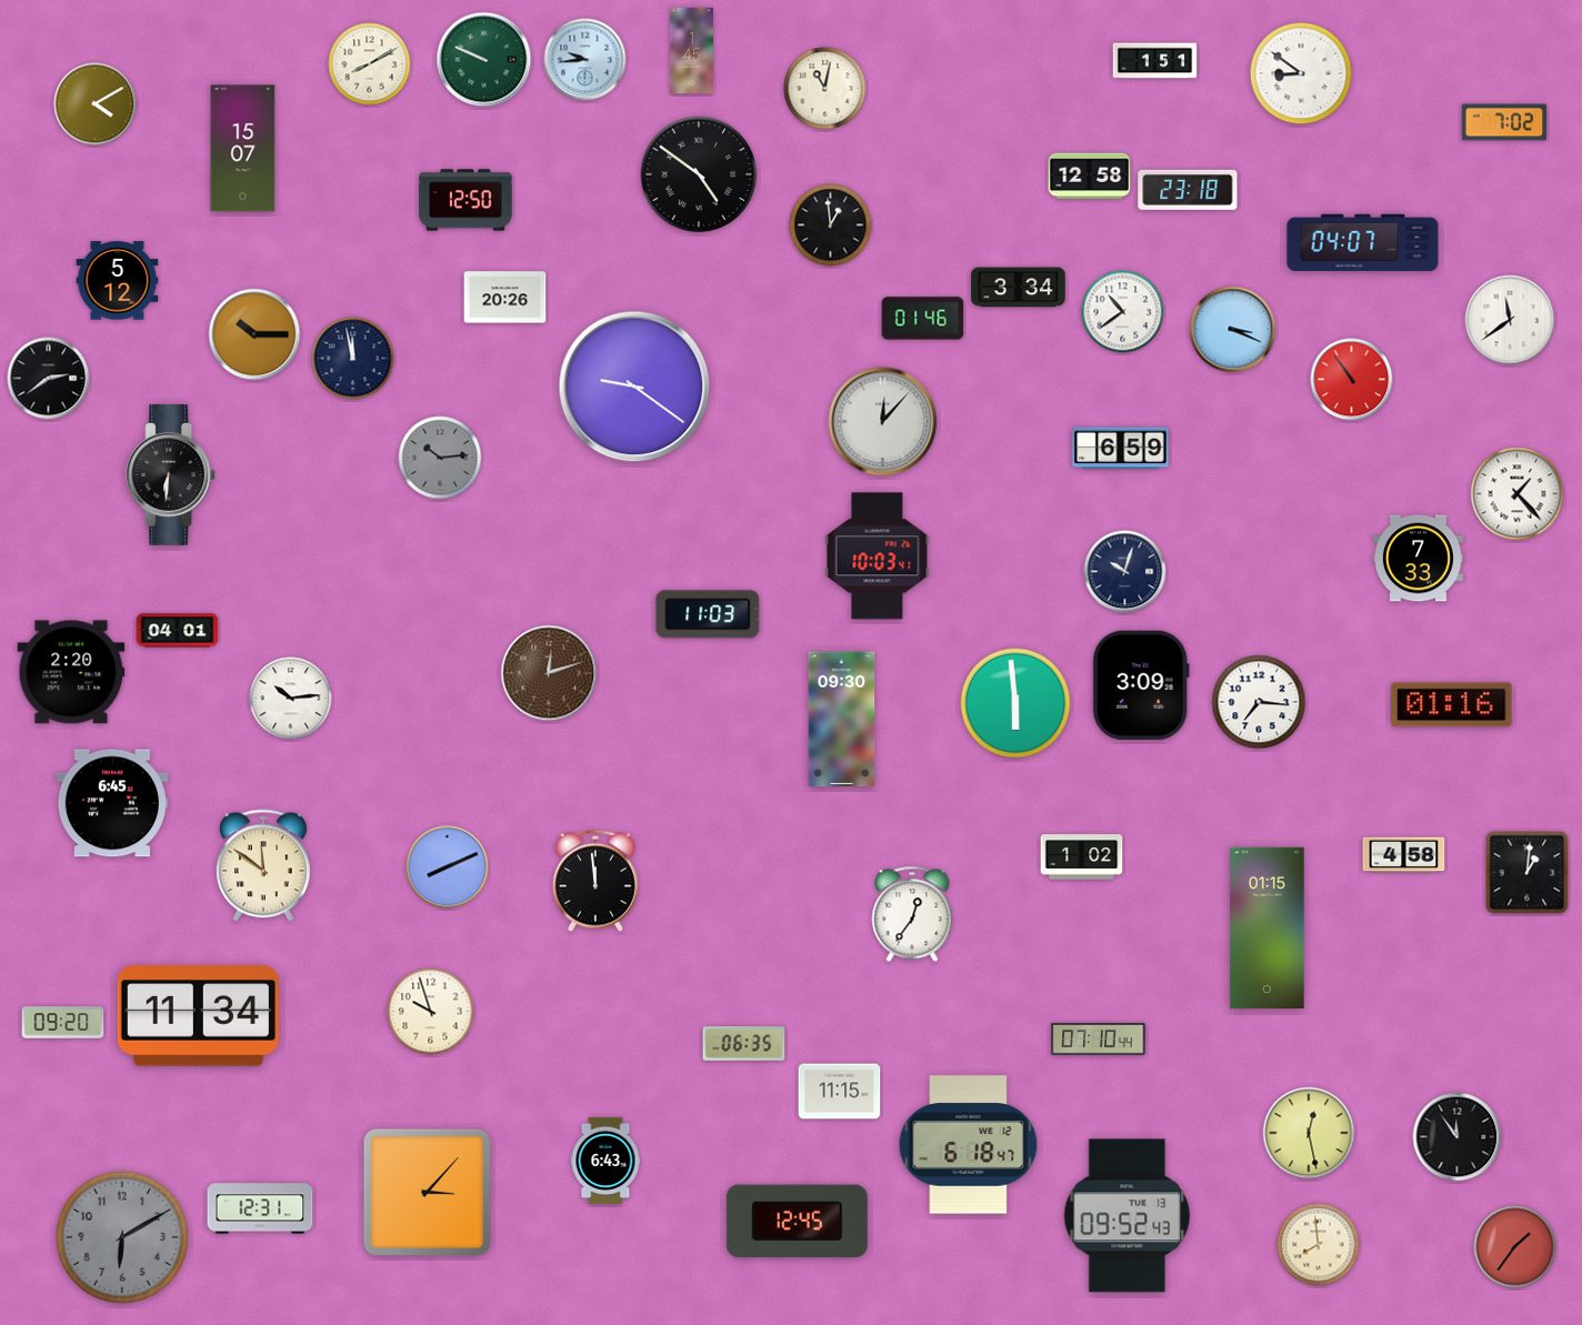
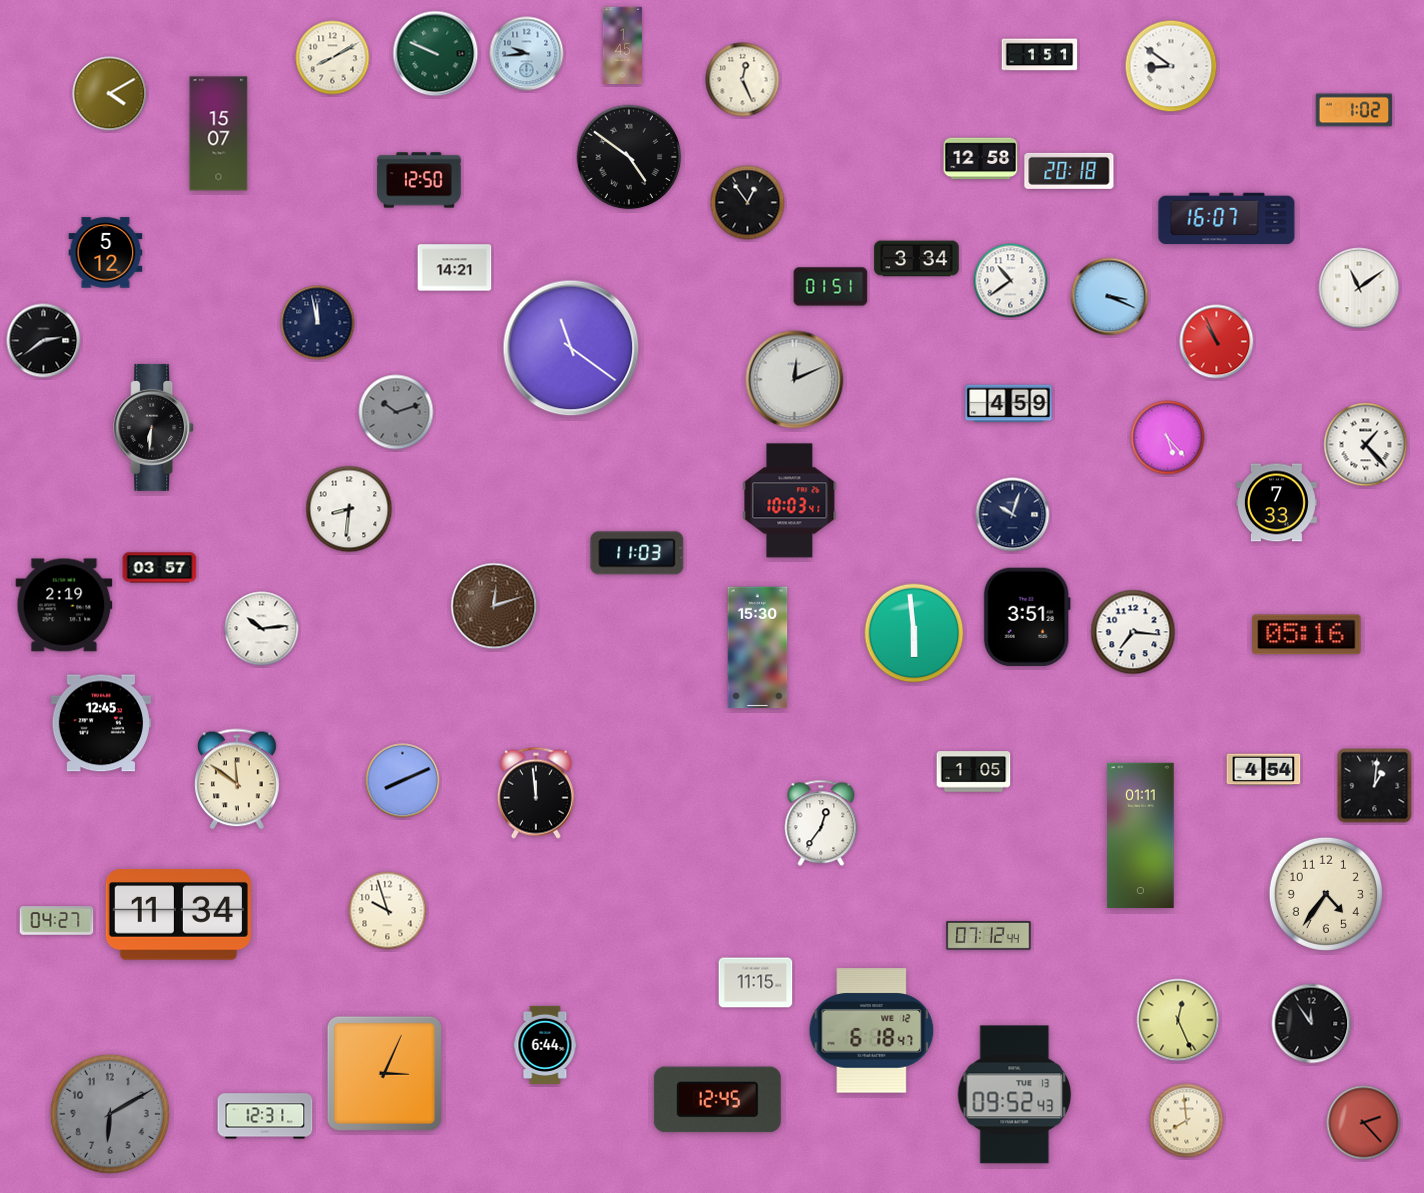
clock at (825, 89): 11:02 -> 12:26
clock at (96, 104) position: (96, 104) -> (110, 94)
clock at (1504, 122): 7:02 -> 1:02
clock at (1188, 190): 23:18 -> 20:18
clock at (831, 225): 12:59 -> 12:54
clock at (1363, 243): 04:07 -> 16:07
clock at (505, 298): 20:26 -> 14:21
clock at (923, 319): 01:46 -> 01:51
clock at (1510, 320): 11:39 -> 11:09
clock at (254, 334): 10:15 -> none
clock at (1352, 380): 10:54 -> 10:56
clock at (634, 387): 9:21 -> 11:21
clock at (883, 422): 12:07 -> 12:11
clock at (1121, 449): 6:59 -> 4:59
clock at (440, 458): 10:14 -> 10:12
clock at (1168, 438): none -> 5:23
clock at (349, 509): none -> 8:31
clock at (178, 631): 04:01 -> 03:57
clock at (71, 672): 2:20 -> 2:19
clock at (1141, 685): 3:09 -> 3:51
clock at (1452, 705): 01:16 -> 05:16
clock at (842, 720): 09:30 -> 15:30
clock at (111, 803): 6:45 -> 12:45
clock at (1404, 855): 4:58 -> 4:54
clock at (1082, 857): 1:02 -> 1:05
clock at (1268, 927): 01:15 -> 01:11
clock at (1326, 894): none -> 4:36
clock at (63, 1023): 09:20 -> 04:27
clock at (1099, 1038): 07:10 -> 07:12
clock at (744, 1044): 06:35 -> none
clock at (1309, 1133): 12:28 -> 12:26
clock at (605, 1160): 6:43 -> 6:44
clock at (427, 1192): 3:07 -> 3:04
clock at (260, 1208) position: (260, 1208) -> (265, 1116)
clock at (1515, 1247): 1:36 -> 2:23
